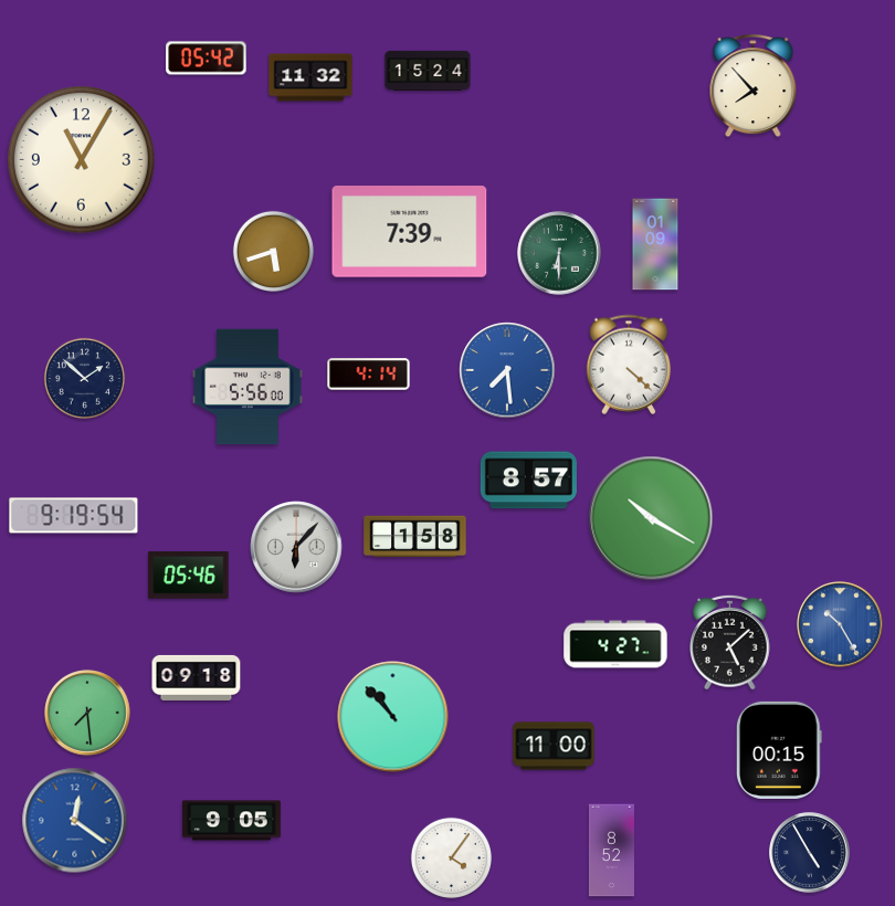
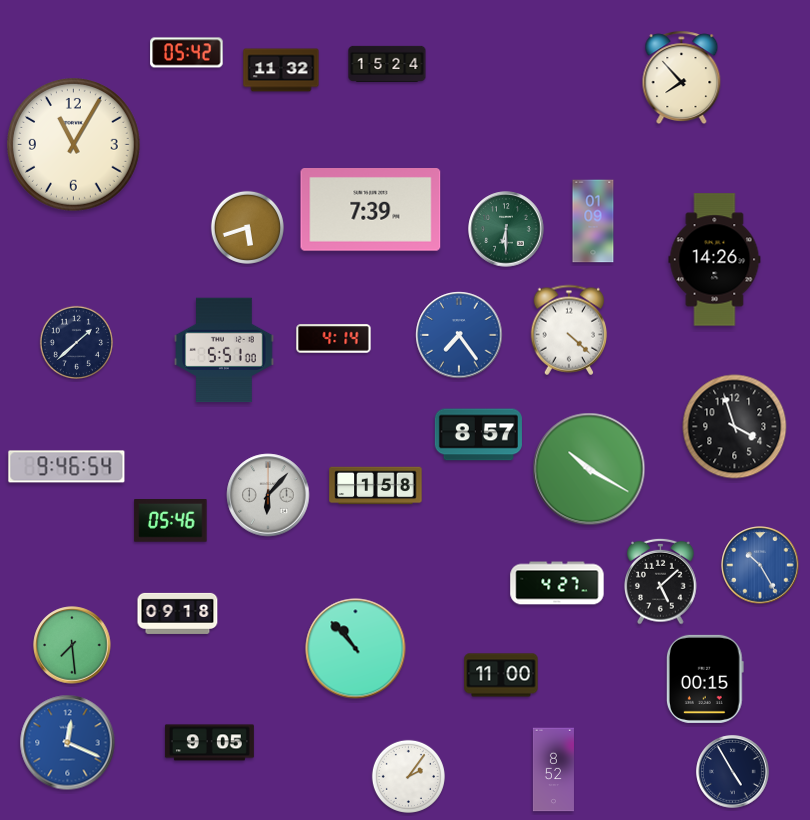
clock at (715, 260): none -> 14:26
clock at (507, 370): 7:29 -> 7:24
clock at (84, 378): 1:52 -> 1:38
clock at (248, 387): 5:56 -> 5:51
clock at (735, 427): none -> 3:57
clock at (74, 516): 9:19 -> 9:46
clock at (87, 713) position: (87, 713) -> (72, 645)
clock at (75, 821): 12:21 -> 12:19
clock at (451, 857): 4:06 -> 2:06
